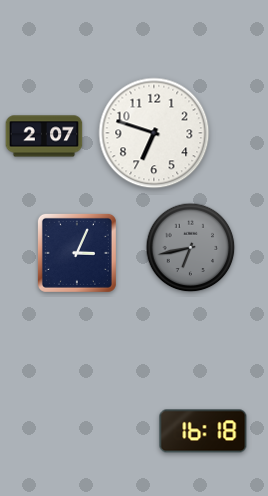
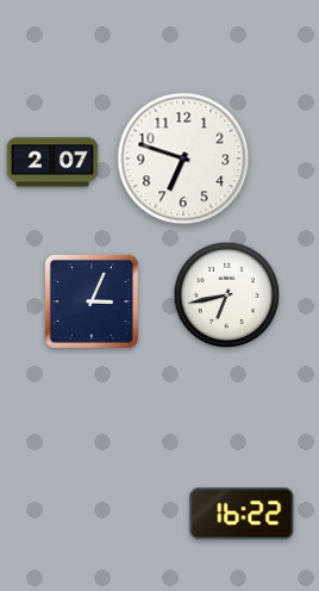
clock at (191, 248) dial: grey -> white
clock at (203, 431): 16:18 -> 16:22
